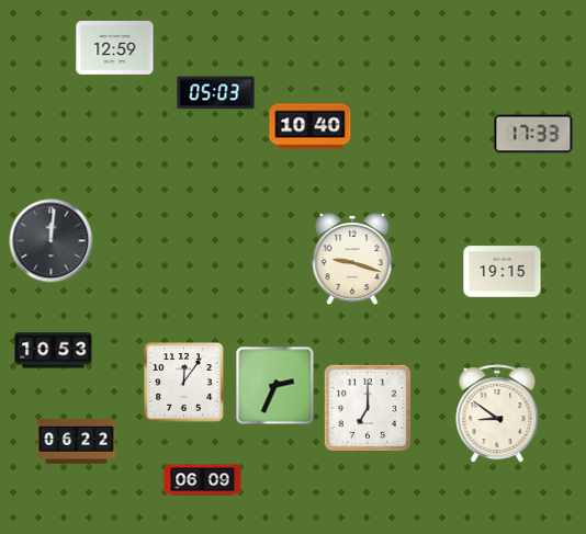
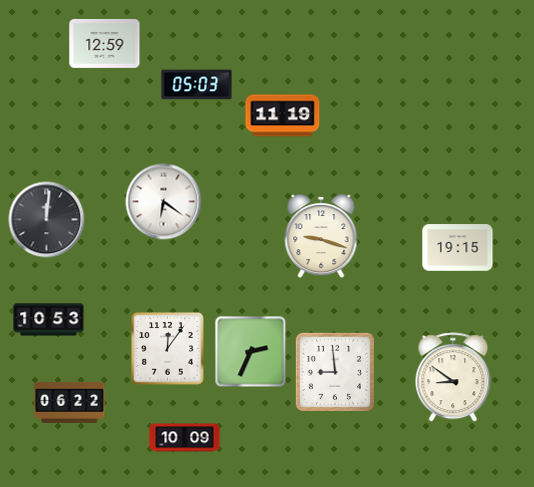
clock at (311, 127): 10:40 -> 11:19
clock at (533, 134): 17:33 -> none
clock at (164, 202): none -> 6:21
clock at (368, 408): 7:00 -> 8:59
clock at (203, 480): 06:09 -> 10:09
